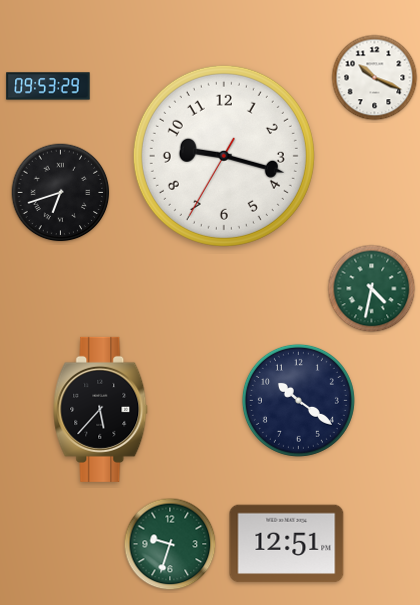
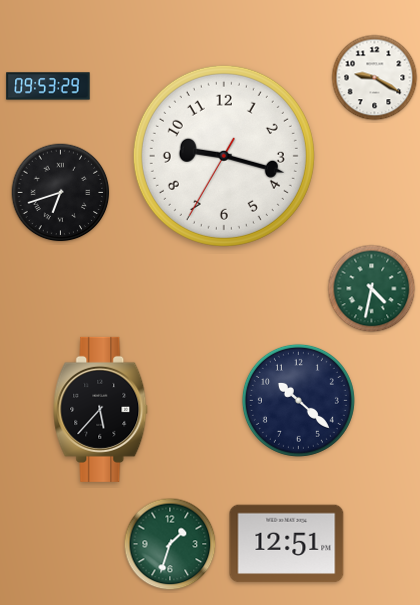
clock at (375, 78): 10:19 -> 9:20
clock at (298, 400): 10:21 -> 10:22
clock at (170, 544): 9:33 -> 1:33
